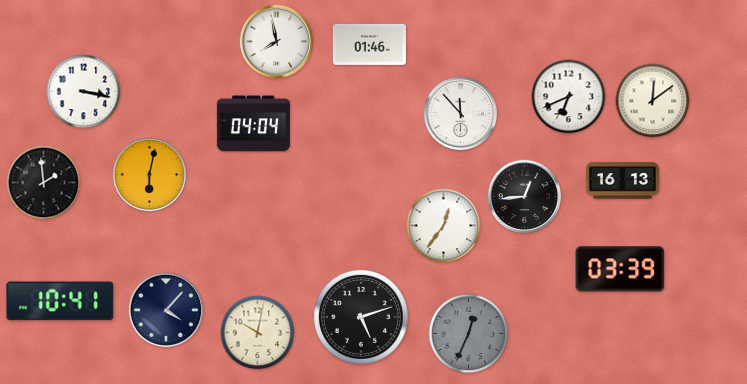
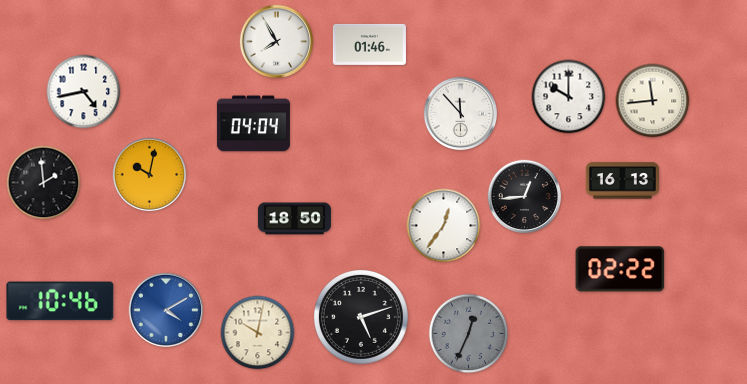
clock at (277, 42): 7:58 -> 7:55
clock at (84, 92): 3:17 -> 4:43
clock at (569, 97): 6:41 -> 10:00
clock at (653, 101): 12:09 -> 11:44
clock at (150, 175): 6:02 -> 10:02
clock at (294, 219): none -> 18:50
clock at (620, 269): 03:39 -> 02:22
clock at (60, 301): 10:41 -> 10:46
clock at (166, 310): 4:07 -> 4:10
clock at (166, 310) dial: navy -> blue
